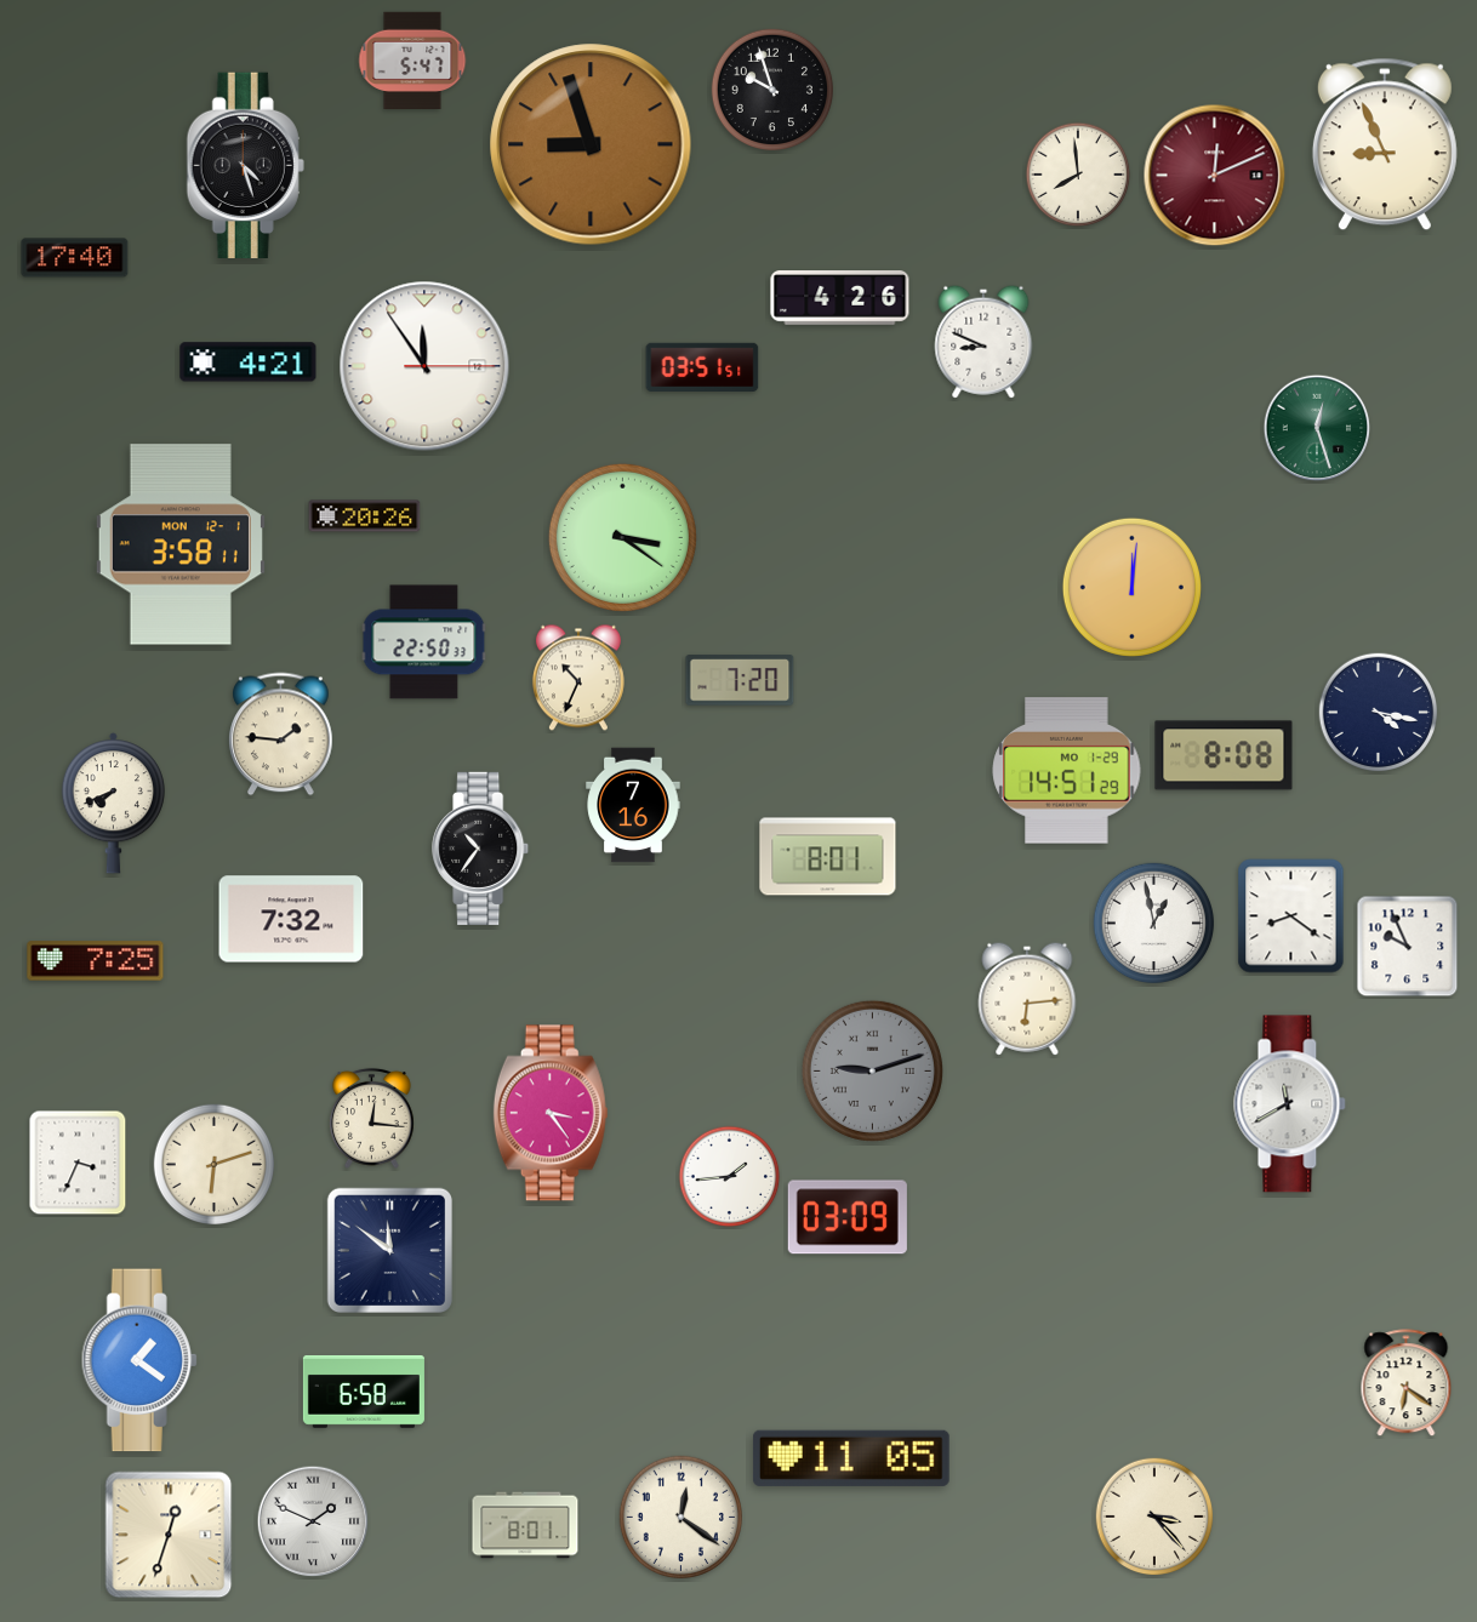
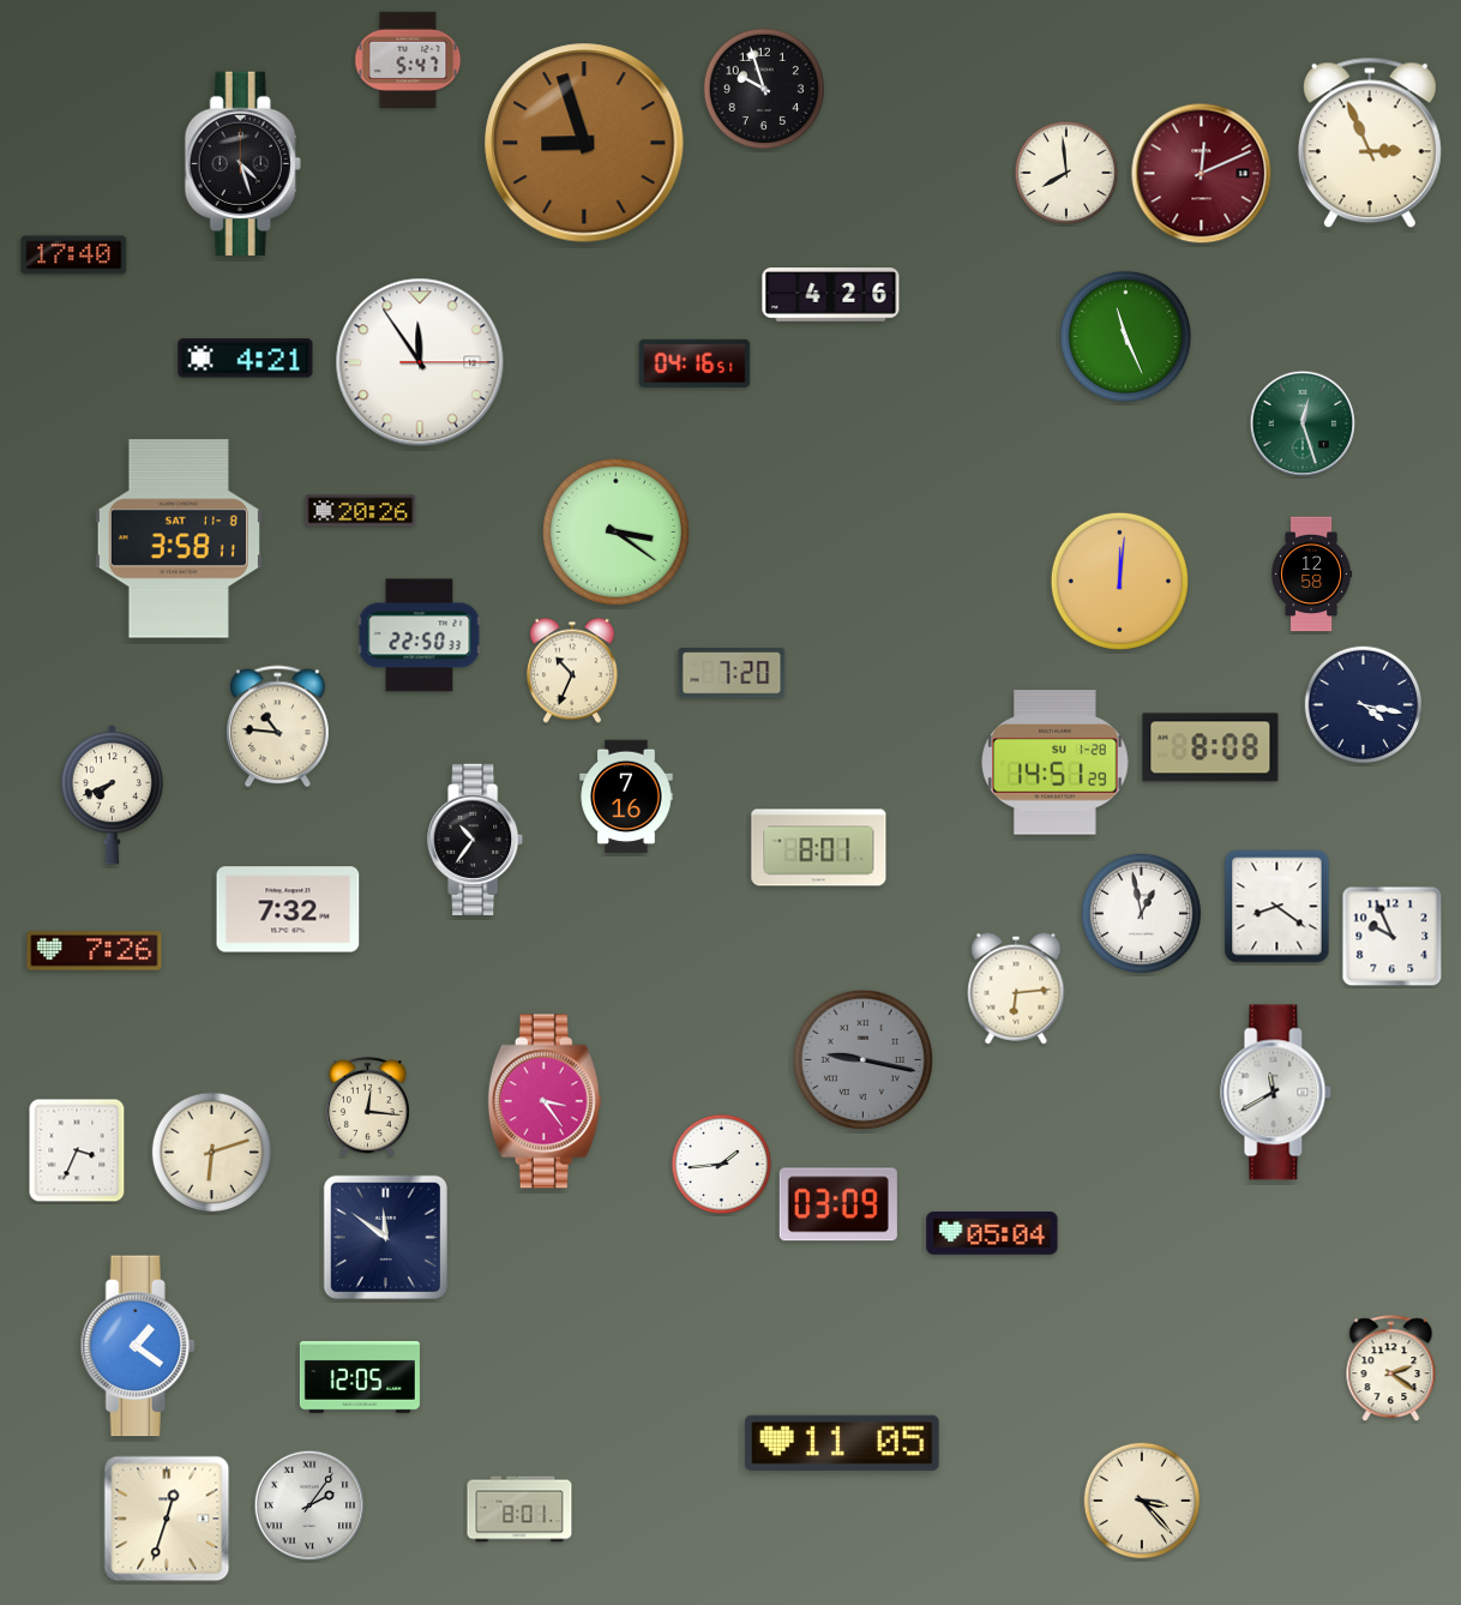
clock at (1385, 144): 8:56 -> 2:56
clock at (1125, 336): none -> 11:26
clock at (983, 342): 8:49 -> none
clock at (702, 367): 03:51 -> 04:16
clock at (181, 544) date: MON 12-1 -> SAT 11-8
clock at (1312, 575): none -> 12:58
clock at (281, 735): 1:46 -> 10:46
clock at (1067, 771) date: MO 1-29 -> SU 1-28
clock at (96, 961): 7:25 -> 7:26
clock at (872, 1070): 9:12 -> 9:17
clock at (992, 1233): none -> 05:04
clock at (1407, 1383): 6:21 -> 2:21
clock at (364, 1392): 6:58 -> 12:05
clock at (680, 1517): 12:21 -> none
clock at (313, 1521): 1:49 -> 2:06
